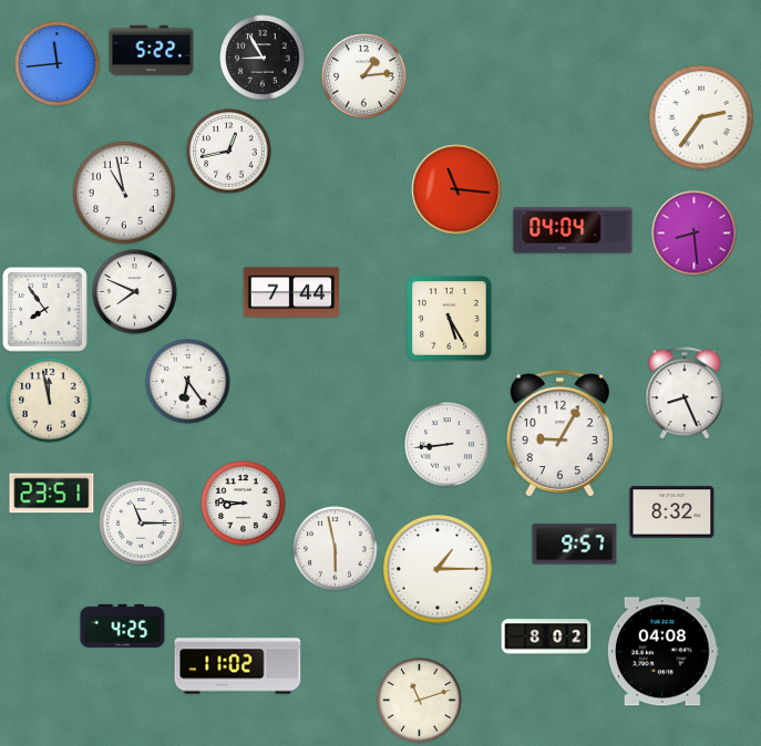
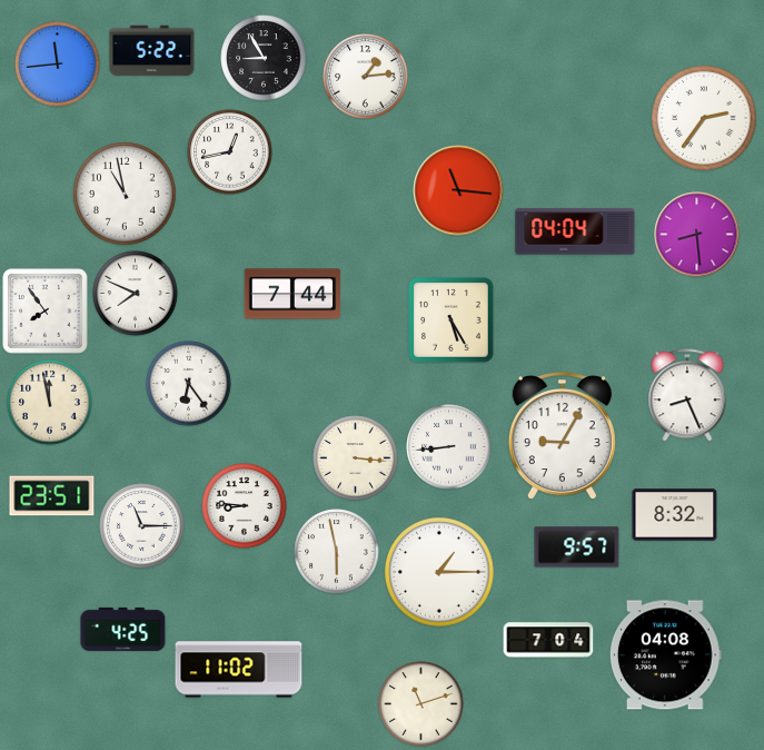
clock at (356, 458): none -> 3:16
clock at (546, 636): 8:02 -> 7:04
